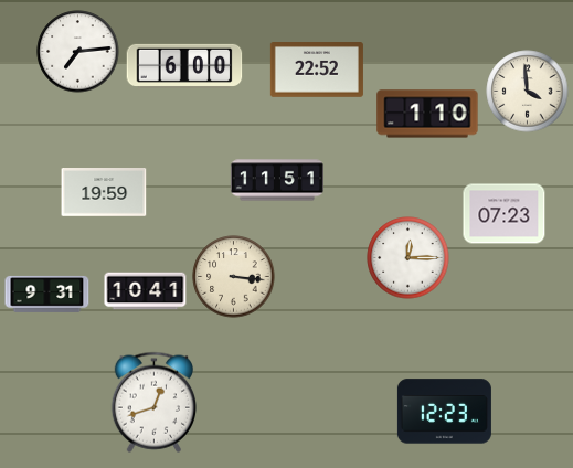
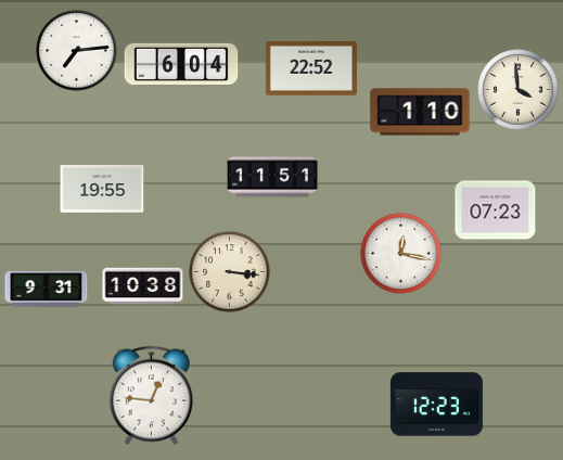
clock at (184, 66): 6:00 -> 6:04
clock at (104, 193): 19:59 -> 19:55
clock at (408, 258): 12:15 -> 12:17
clock at (146, 291): 10:41 -> 10:38
clock at (153, 402): 12:42 -> 12:46
